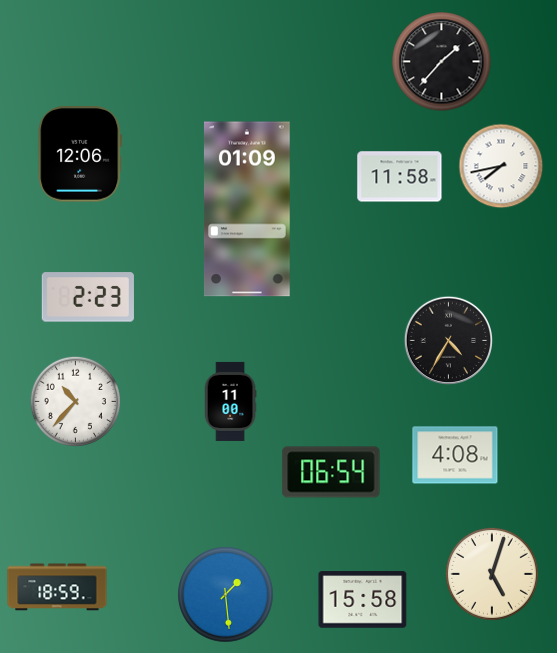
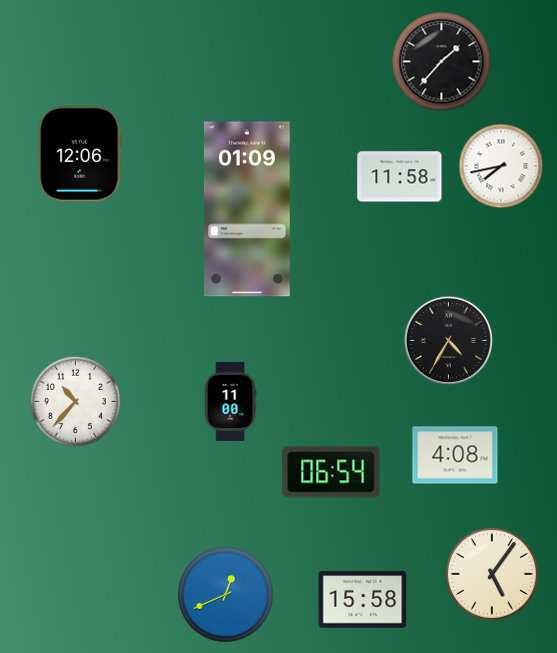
clock at (88, 297): 2:23 -> none
clock at (492, 574): 5:03 -> 5:06
clock at (57, 587): 18:59 -> none
clock at (226, 595): 1:29 -> 12:41
